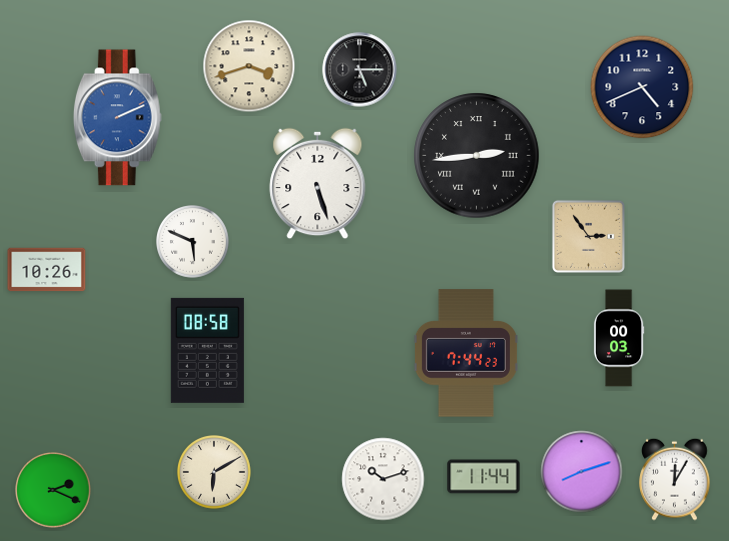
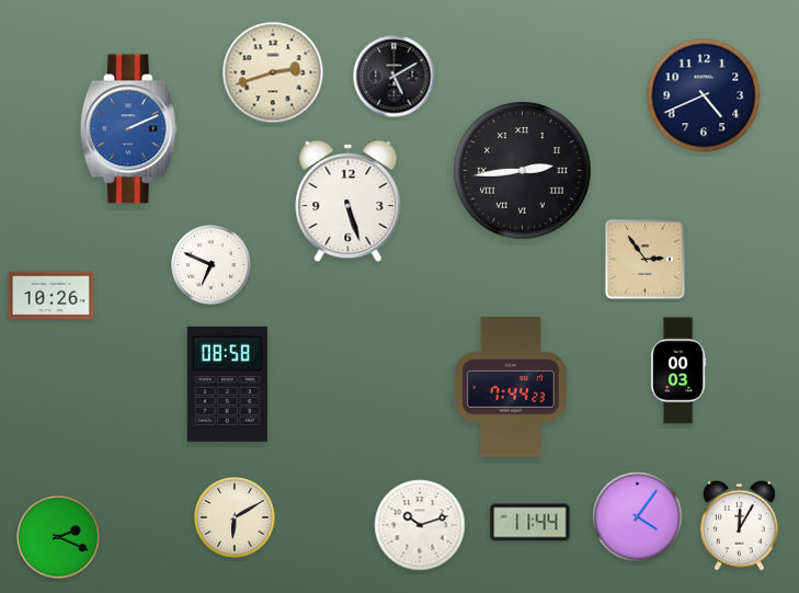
clock at (249, 66): 3:42 -> 2:42
clock at (360, 70): 5:15 -> 5:10
clock at (193, 242): 5:49 -> 6:49
clock at (582, 472): 8:12 -> 4:06
